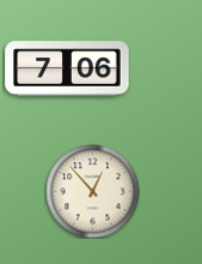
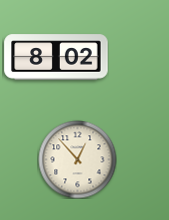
clock at (67, 68): 7:06 -> 8:02
